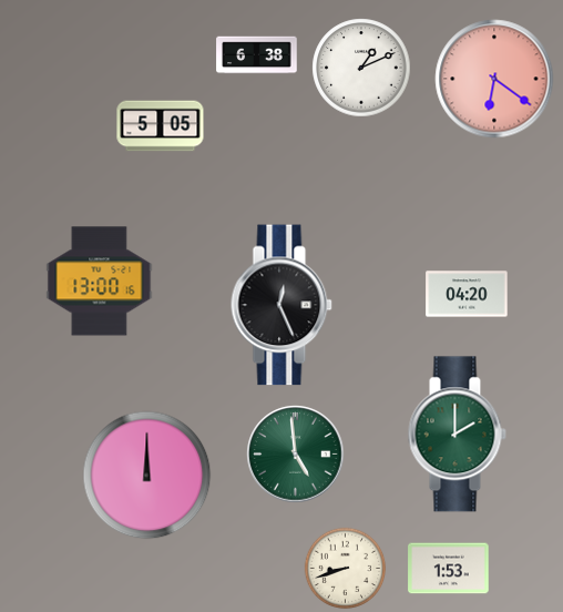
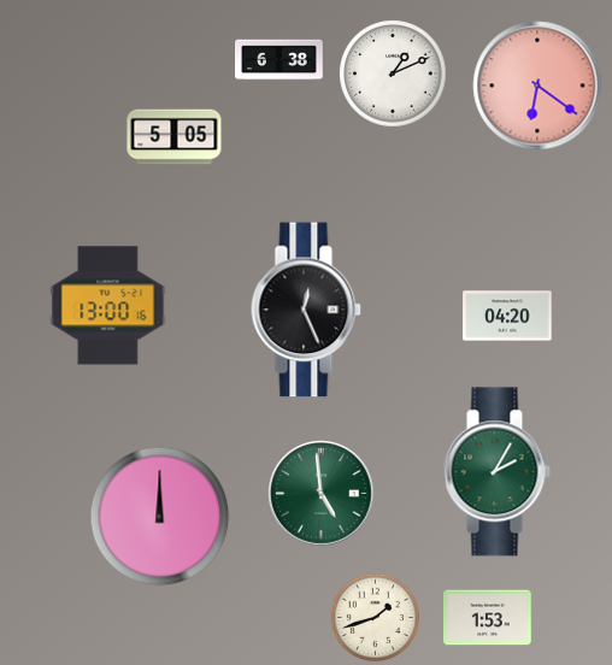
clock at (467, 294) position: (467, 294) -> (507, 316)
clock at (281, 305) position: (281, 305) -> (306, 310)
clock at (457, 435): 2:00 -> 2:05
clock at (346, 569): 8:42 -> 1:42
